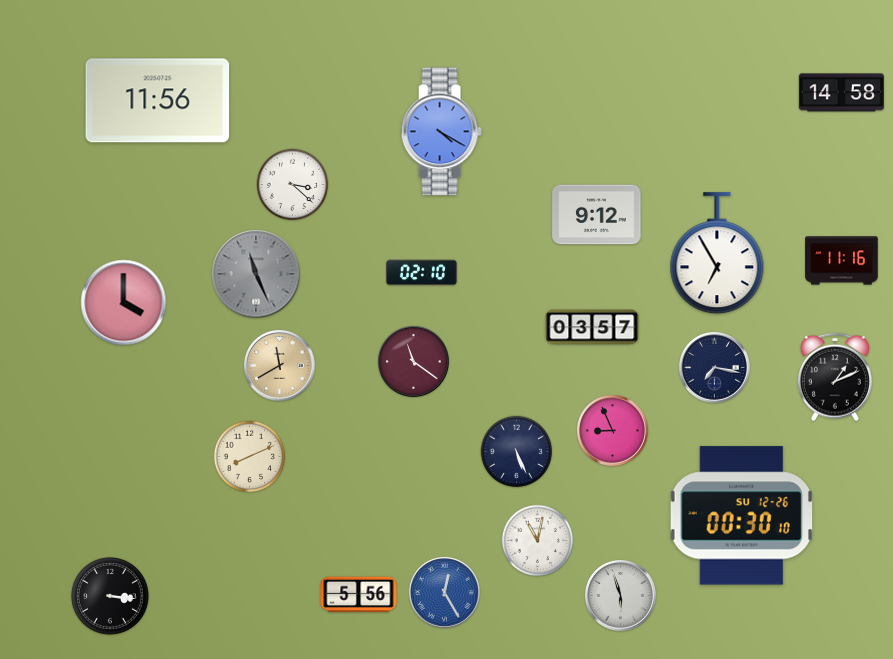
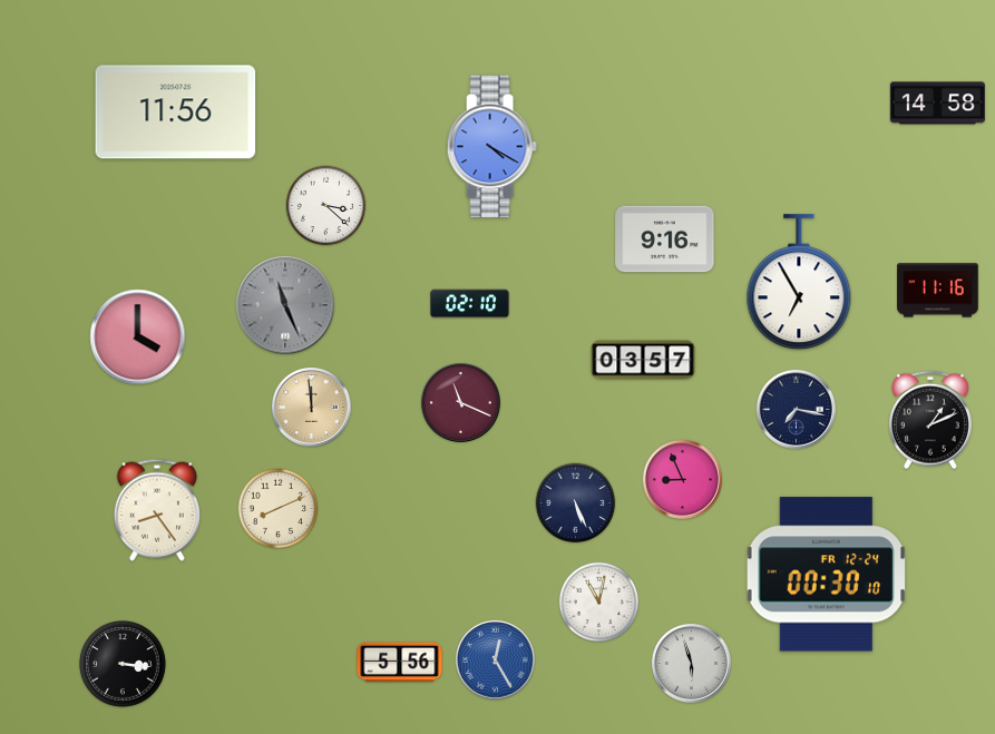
clock at (597, 215): 9:12 -> 9:16
clock at (592, 327) position: (592, 327) -> (643, 360)
clock at (413, 361): 11:21 -> 11:19
clock at (279, 365): 11:40 -> 11:59
clock at (157, 510): none -> 8:24
clock at (741, 516) date: SU 12-26 -> FR 12-24
